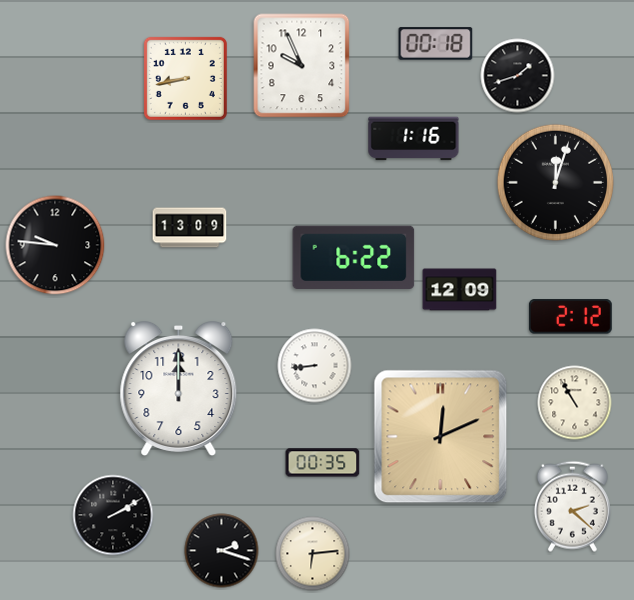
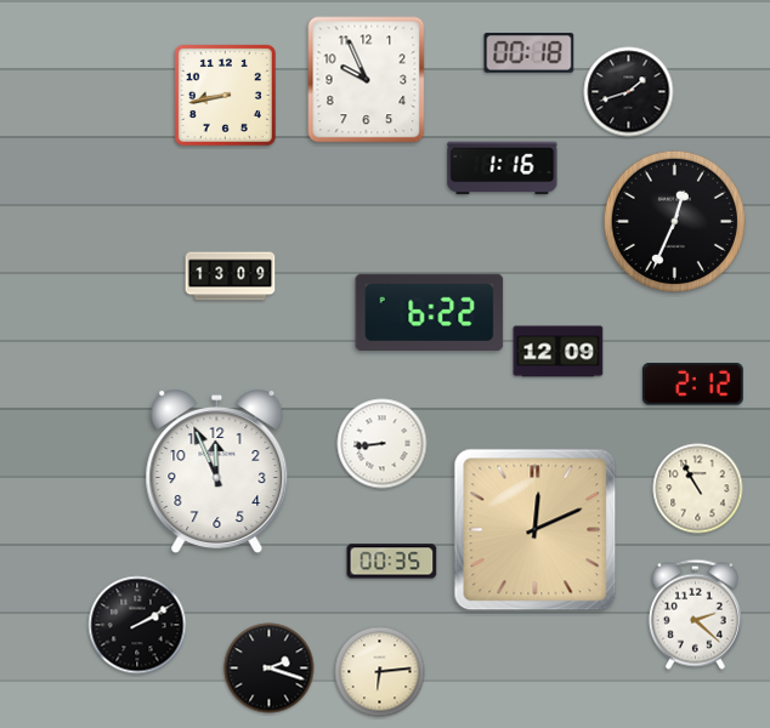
clock at (555, 182): 12:03 -> 12:34
clock at (55, 245): 9:46 -> none
clock at (179, 389): 12:00 -> 11:56
